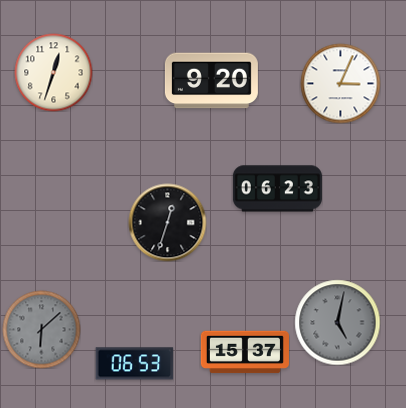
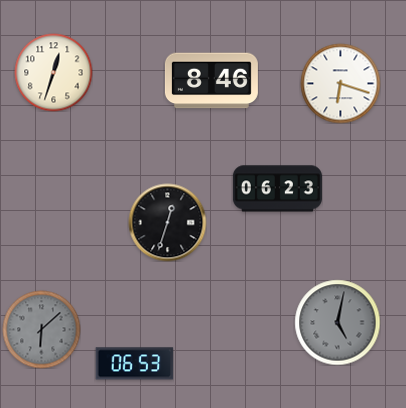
clock at (211, 81): 9:20 -> 8:46
clock at (340, 83): 3:04 -> 6:18
clock at (245, 352): 15:37 -> none
